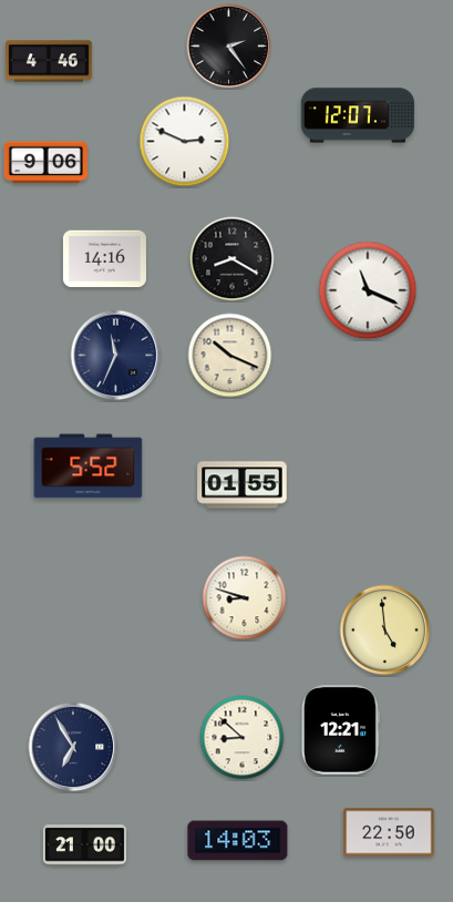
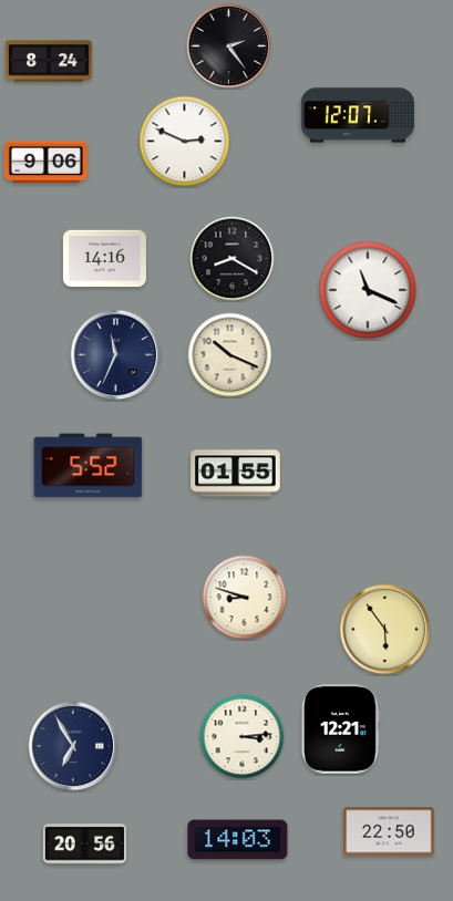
clock at (50, 61): 4:46 -> 8:24
clock at (243, 485) position: (243, 485) -> (236, 474)
clock at (385, 631): 4:59 -> 5:54
clock at (243, 738): 8:52 -> 3:14
clock at (84, 845): 21:00 -> 20:56
